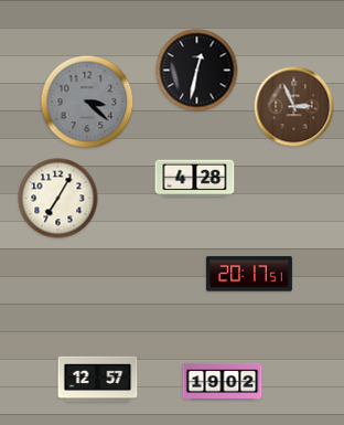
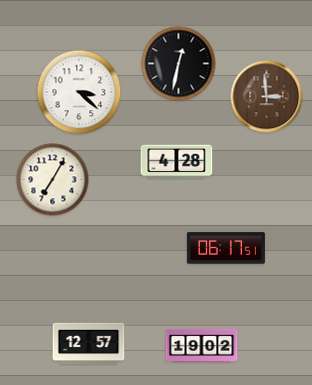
clock at (87, 102) dial: grey -> white
clock at (294, 107): 2:56 -> 2:59
clock at (249, 274): 20:17 -> 06:17
